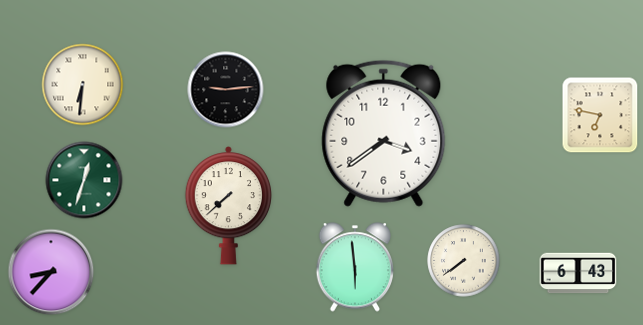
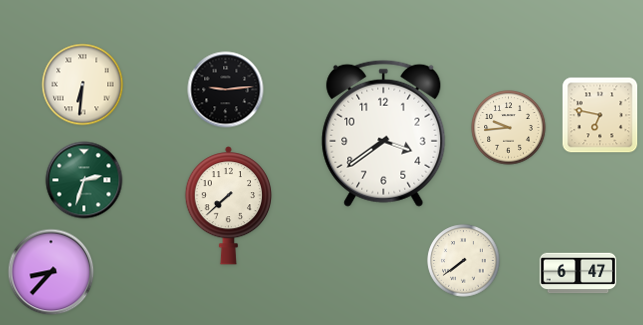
clock at (509, 128): none -> 9:44
clock at (84, 180): 12:33 -> 2:33
clock at (355, 267): 5:59 -> none
clock at (578, 273): 6:43 -> 6:47
